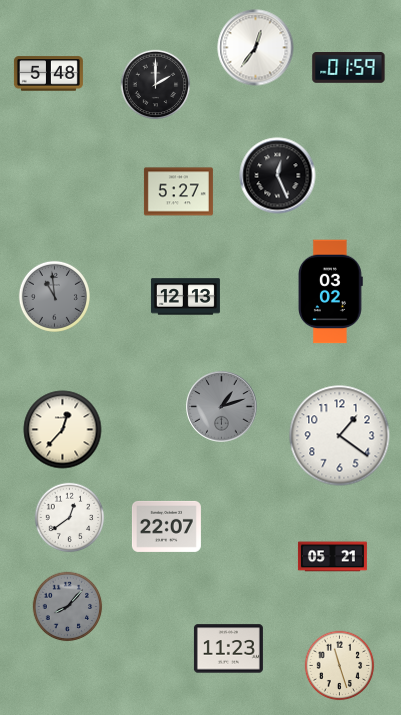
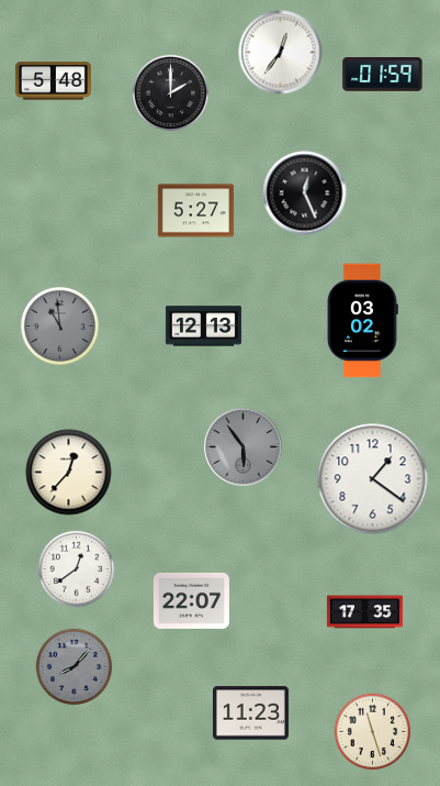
clock at (222, 407): 1:12 -> 5:54
clock at (166, 526) position: (166, 526) -> (191, 600)
clock at (332, 557): 05:21 -> 17:35
